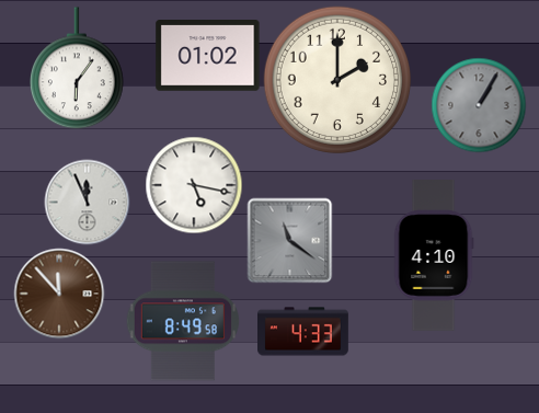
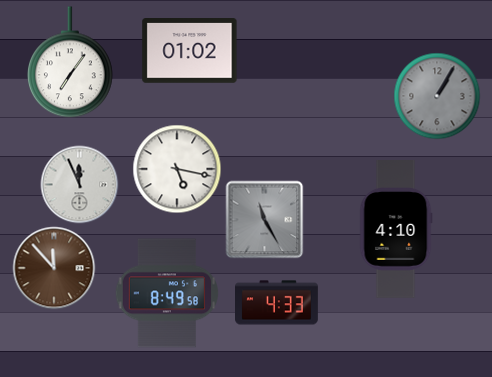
clock at (78, 68): 6:06 -> 7:06
clock at (336, 79): 2:00 -> none
clock at (289, 240): 11:21 -> 11:25
clock at (434, 256) position: (434, 256) -> (396, 230)
